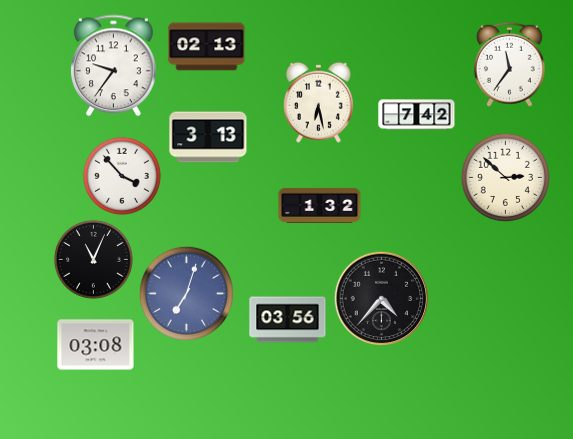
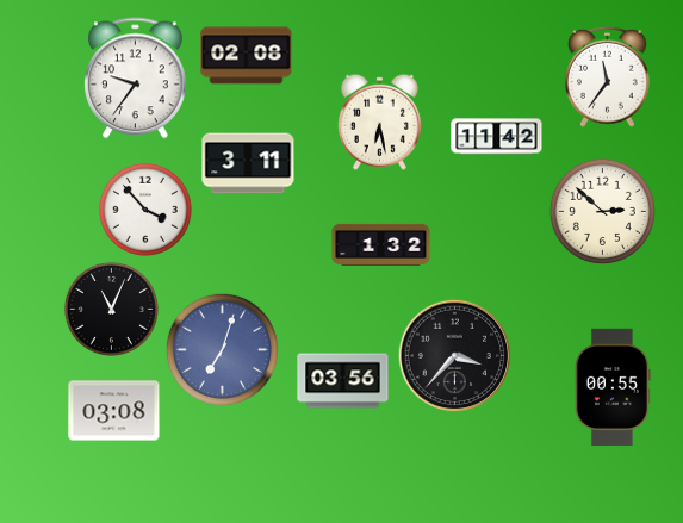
clock at (207, 47): 02:13 -> 02:08
clock at (417, 115): 7:42 -> 11:42
clock at (208, 137): 3:13 -> 3:11
clock at (381, 298): 4:37 -> 3:37
clock at (613, 387): none -> 00:55
